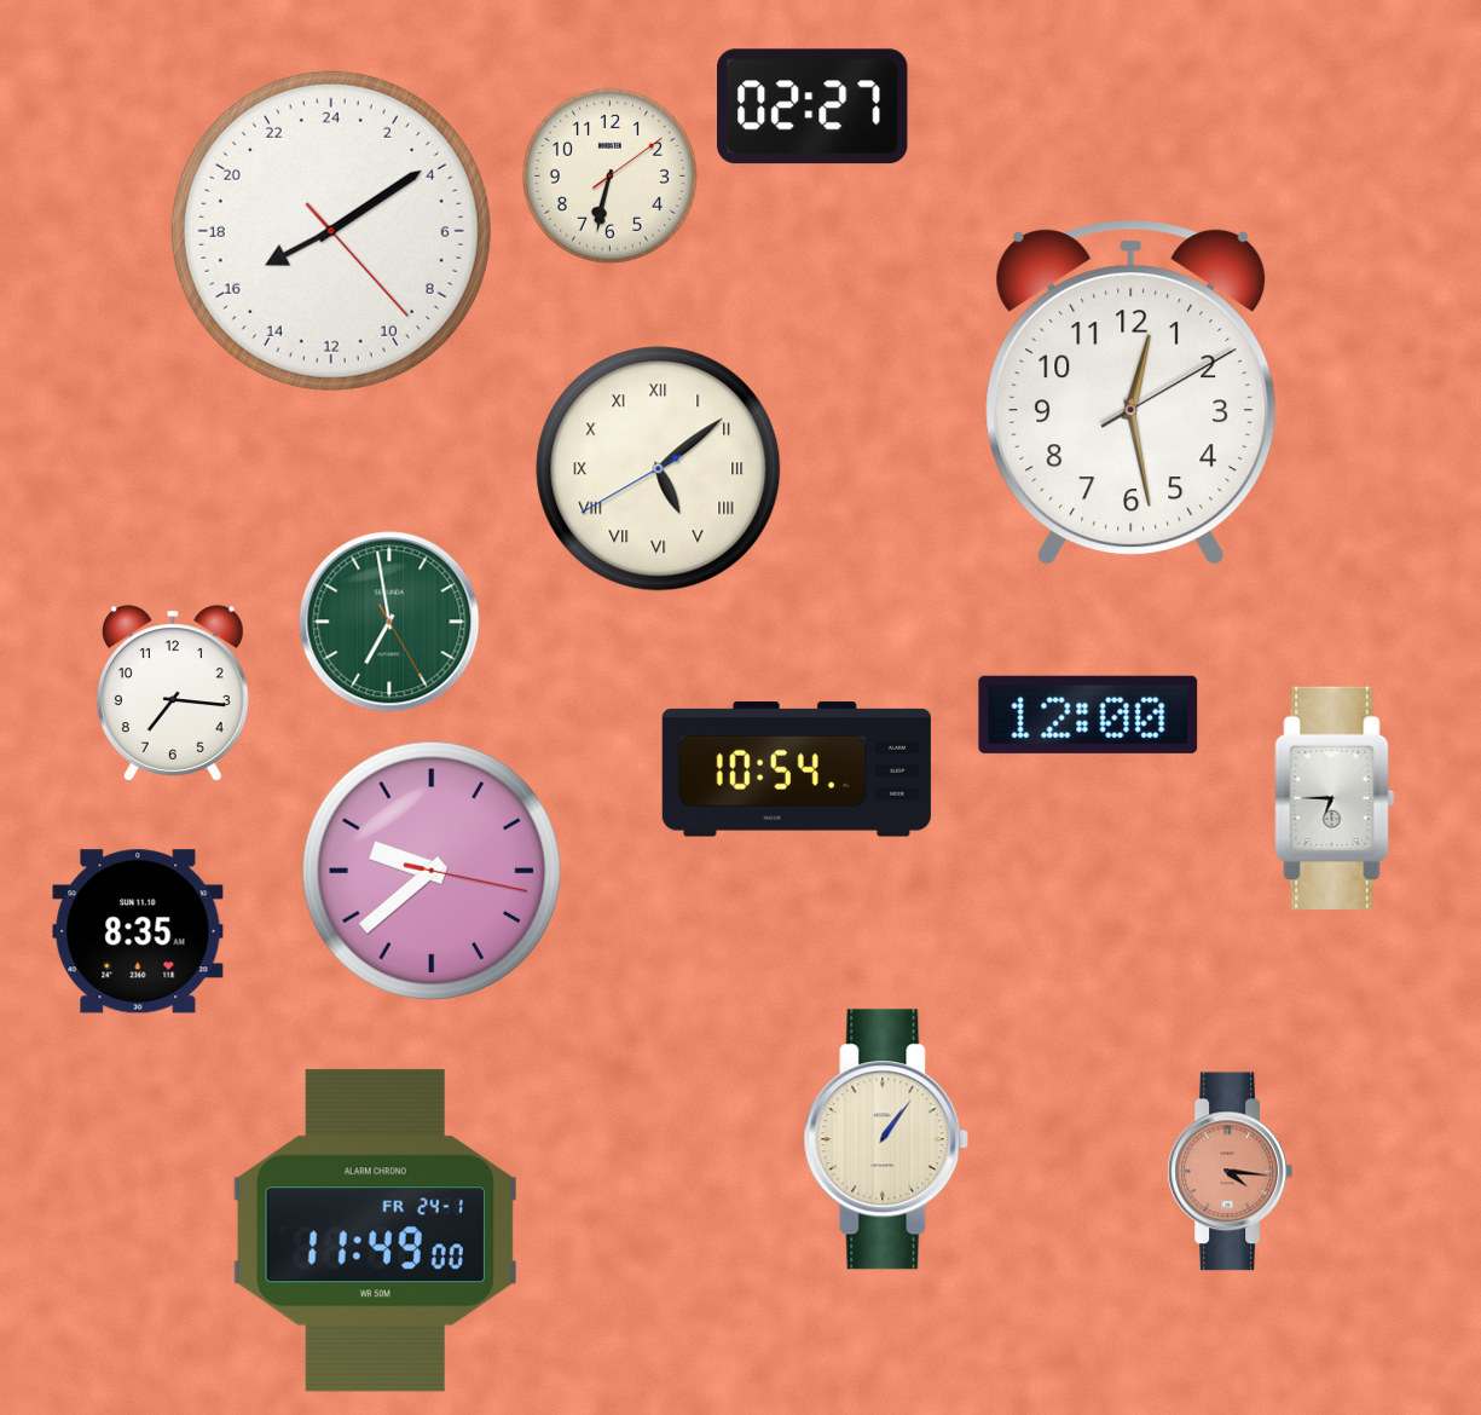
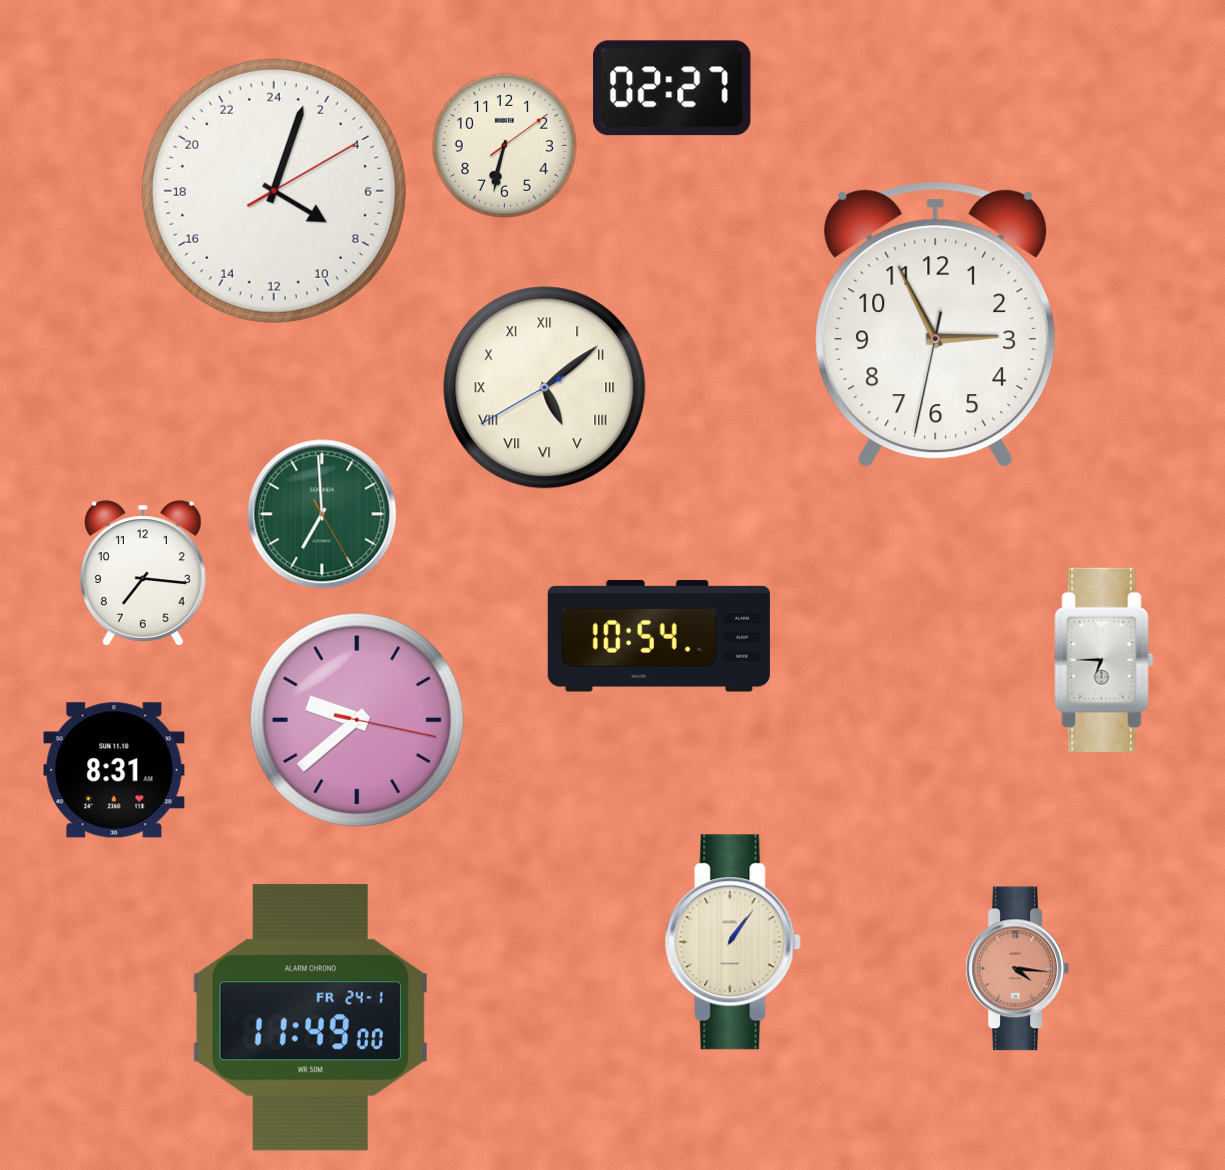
clock at (331, 231): 16:09 -> 8:03
clock at (1132, 393): 12:28 -> 2:55
clock at (389, 622): 6:58 -> 6:59
clock at (1088, 715): 12:00 -> none
clock at (138, 931): 8:35 -> 8:31
